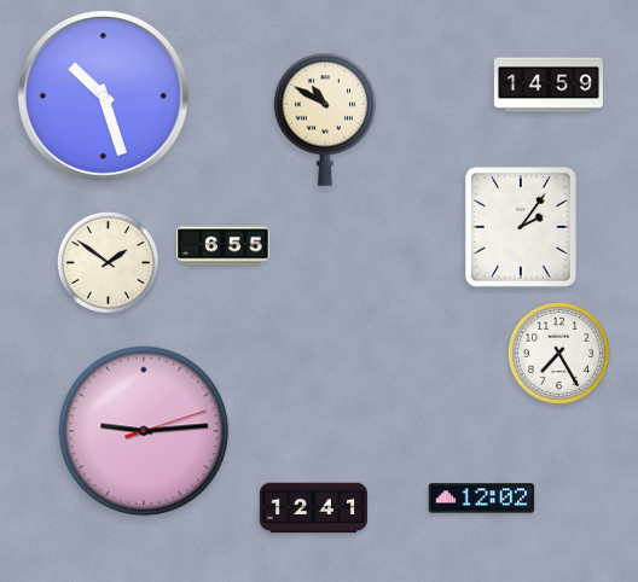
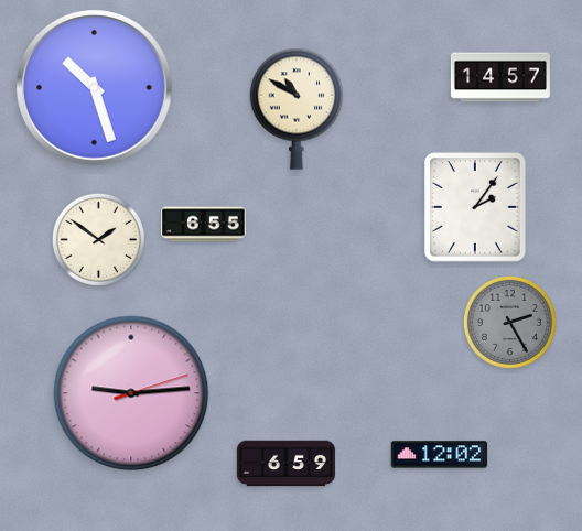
clock at (549, 85): 14:59 -> 14:57
clock at (558, 353): 7:25 -> 2:25
clock at (558, 353) dial: white -> grey
clock at (313, 508): 12:41 -> 6:59
